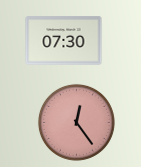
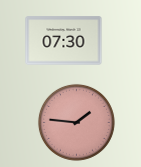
clock at (76, 122): 12:24 -> 1:46
